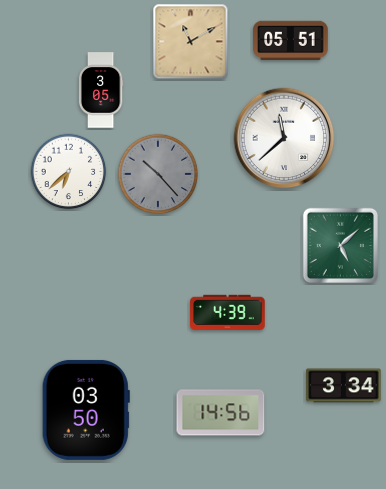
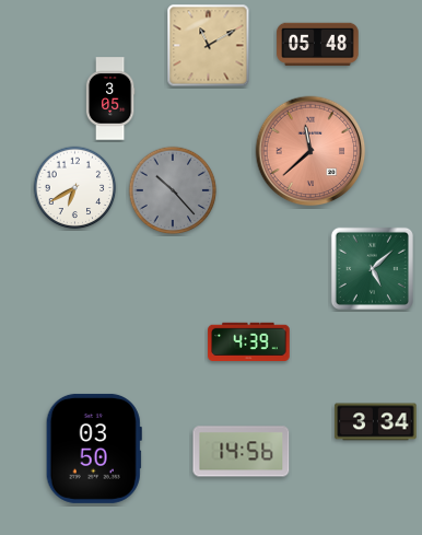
clock at (291, 41): 05:51 -> 05:48
clock at (284, 138) dial: white -> salmon
clock at (69, 172): 6:38 -> 6:40
